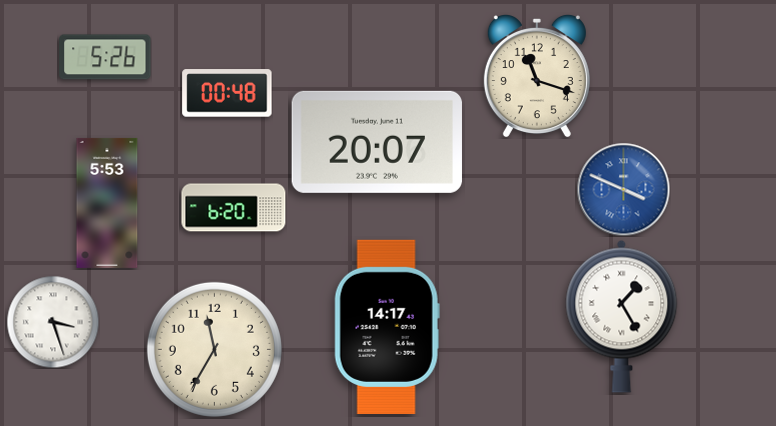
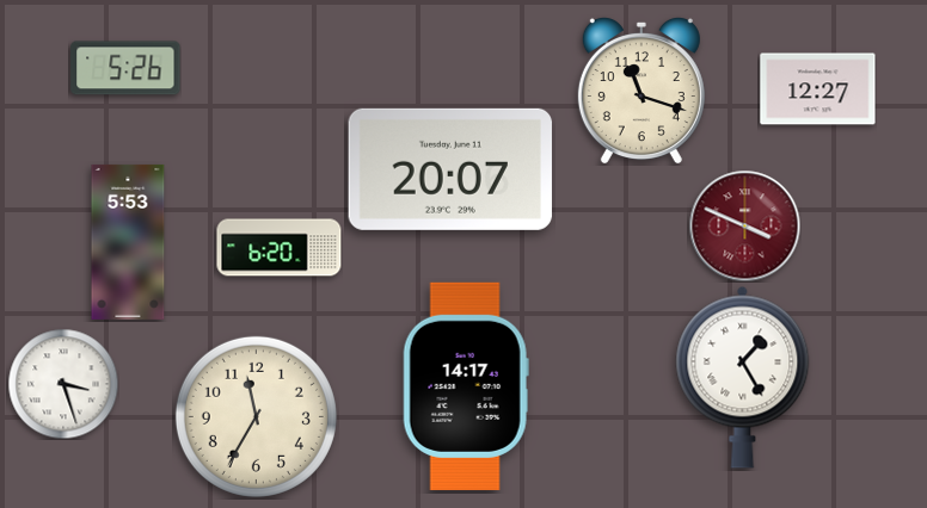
clock at (818, 89): none -> 12:27
clock at (227, 93): 00:48 -> none
clock at (623, 189) dial: blue -> burgundy
clock at (387, 327) position: (387, 327) -> (466, 386)
